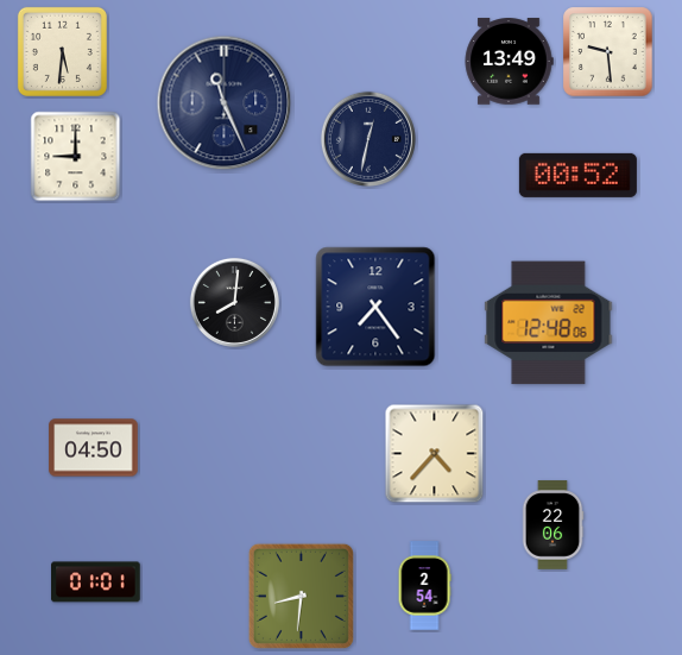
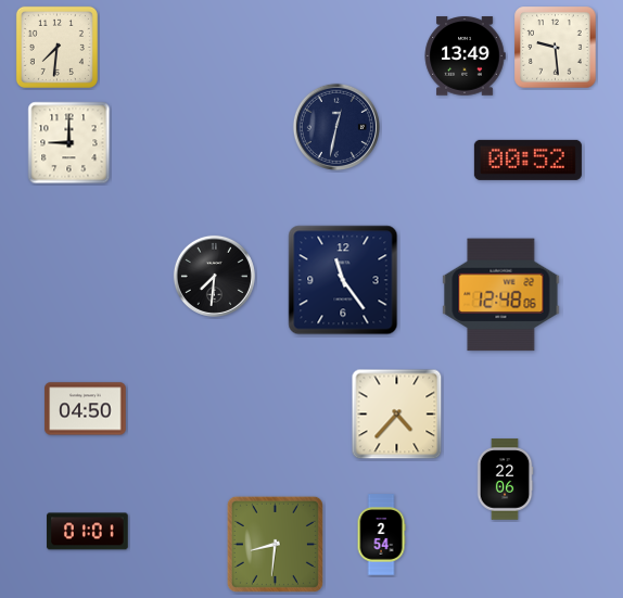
clock at (62, 51): 5:31 -> 7:31
clock at (225, 103): 11:26 -> none
clock at (234, 302): 8:01 -> 7:31
clock at (375, 307): 7:24 -> 11:24
clock at (424, 586) position: (424, 586) -> (381, 535)
